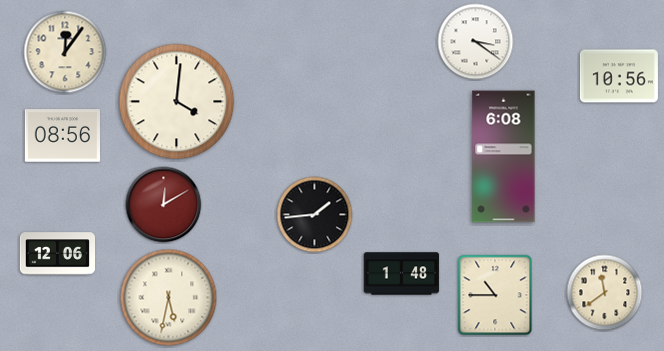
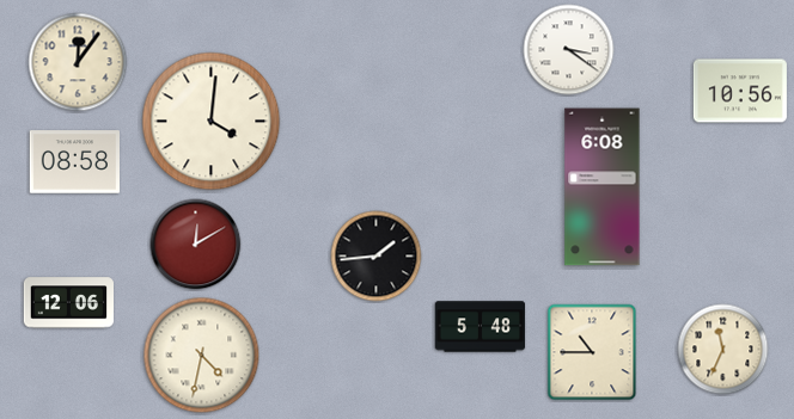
clock at (62, 136): 08:56 -> 08:58
clock at (402, 274): 1:48 -> 5:48
clock at (605, 293): 11:39 -> 11:34
clock at (169, 298): 5:32 -> 4:32
